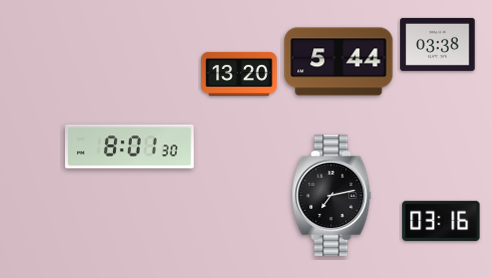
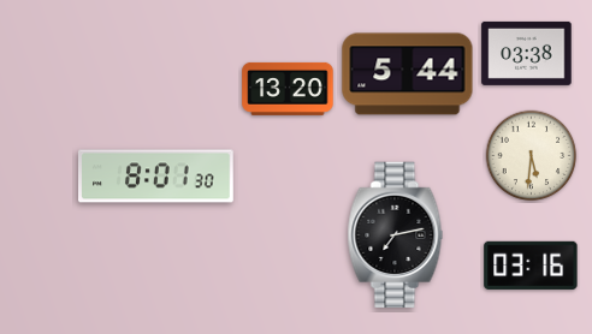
clock at (532, 156): none -> 5:31
clock at (332, 196) position: (332, 196) -> (396, 235)
